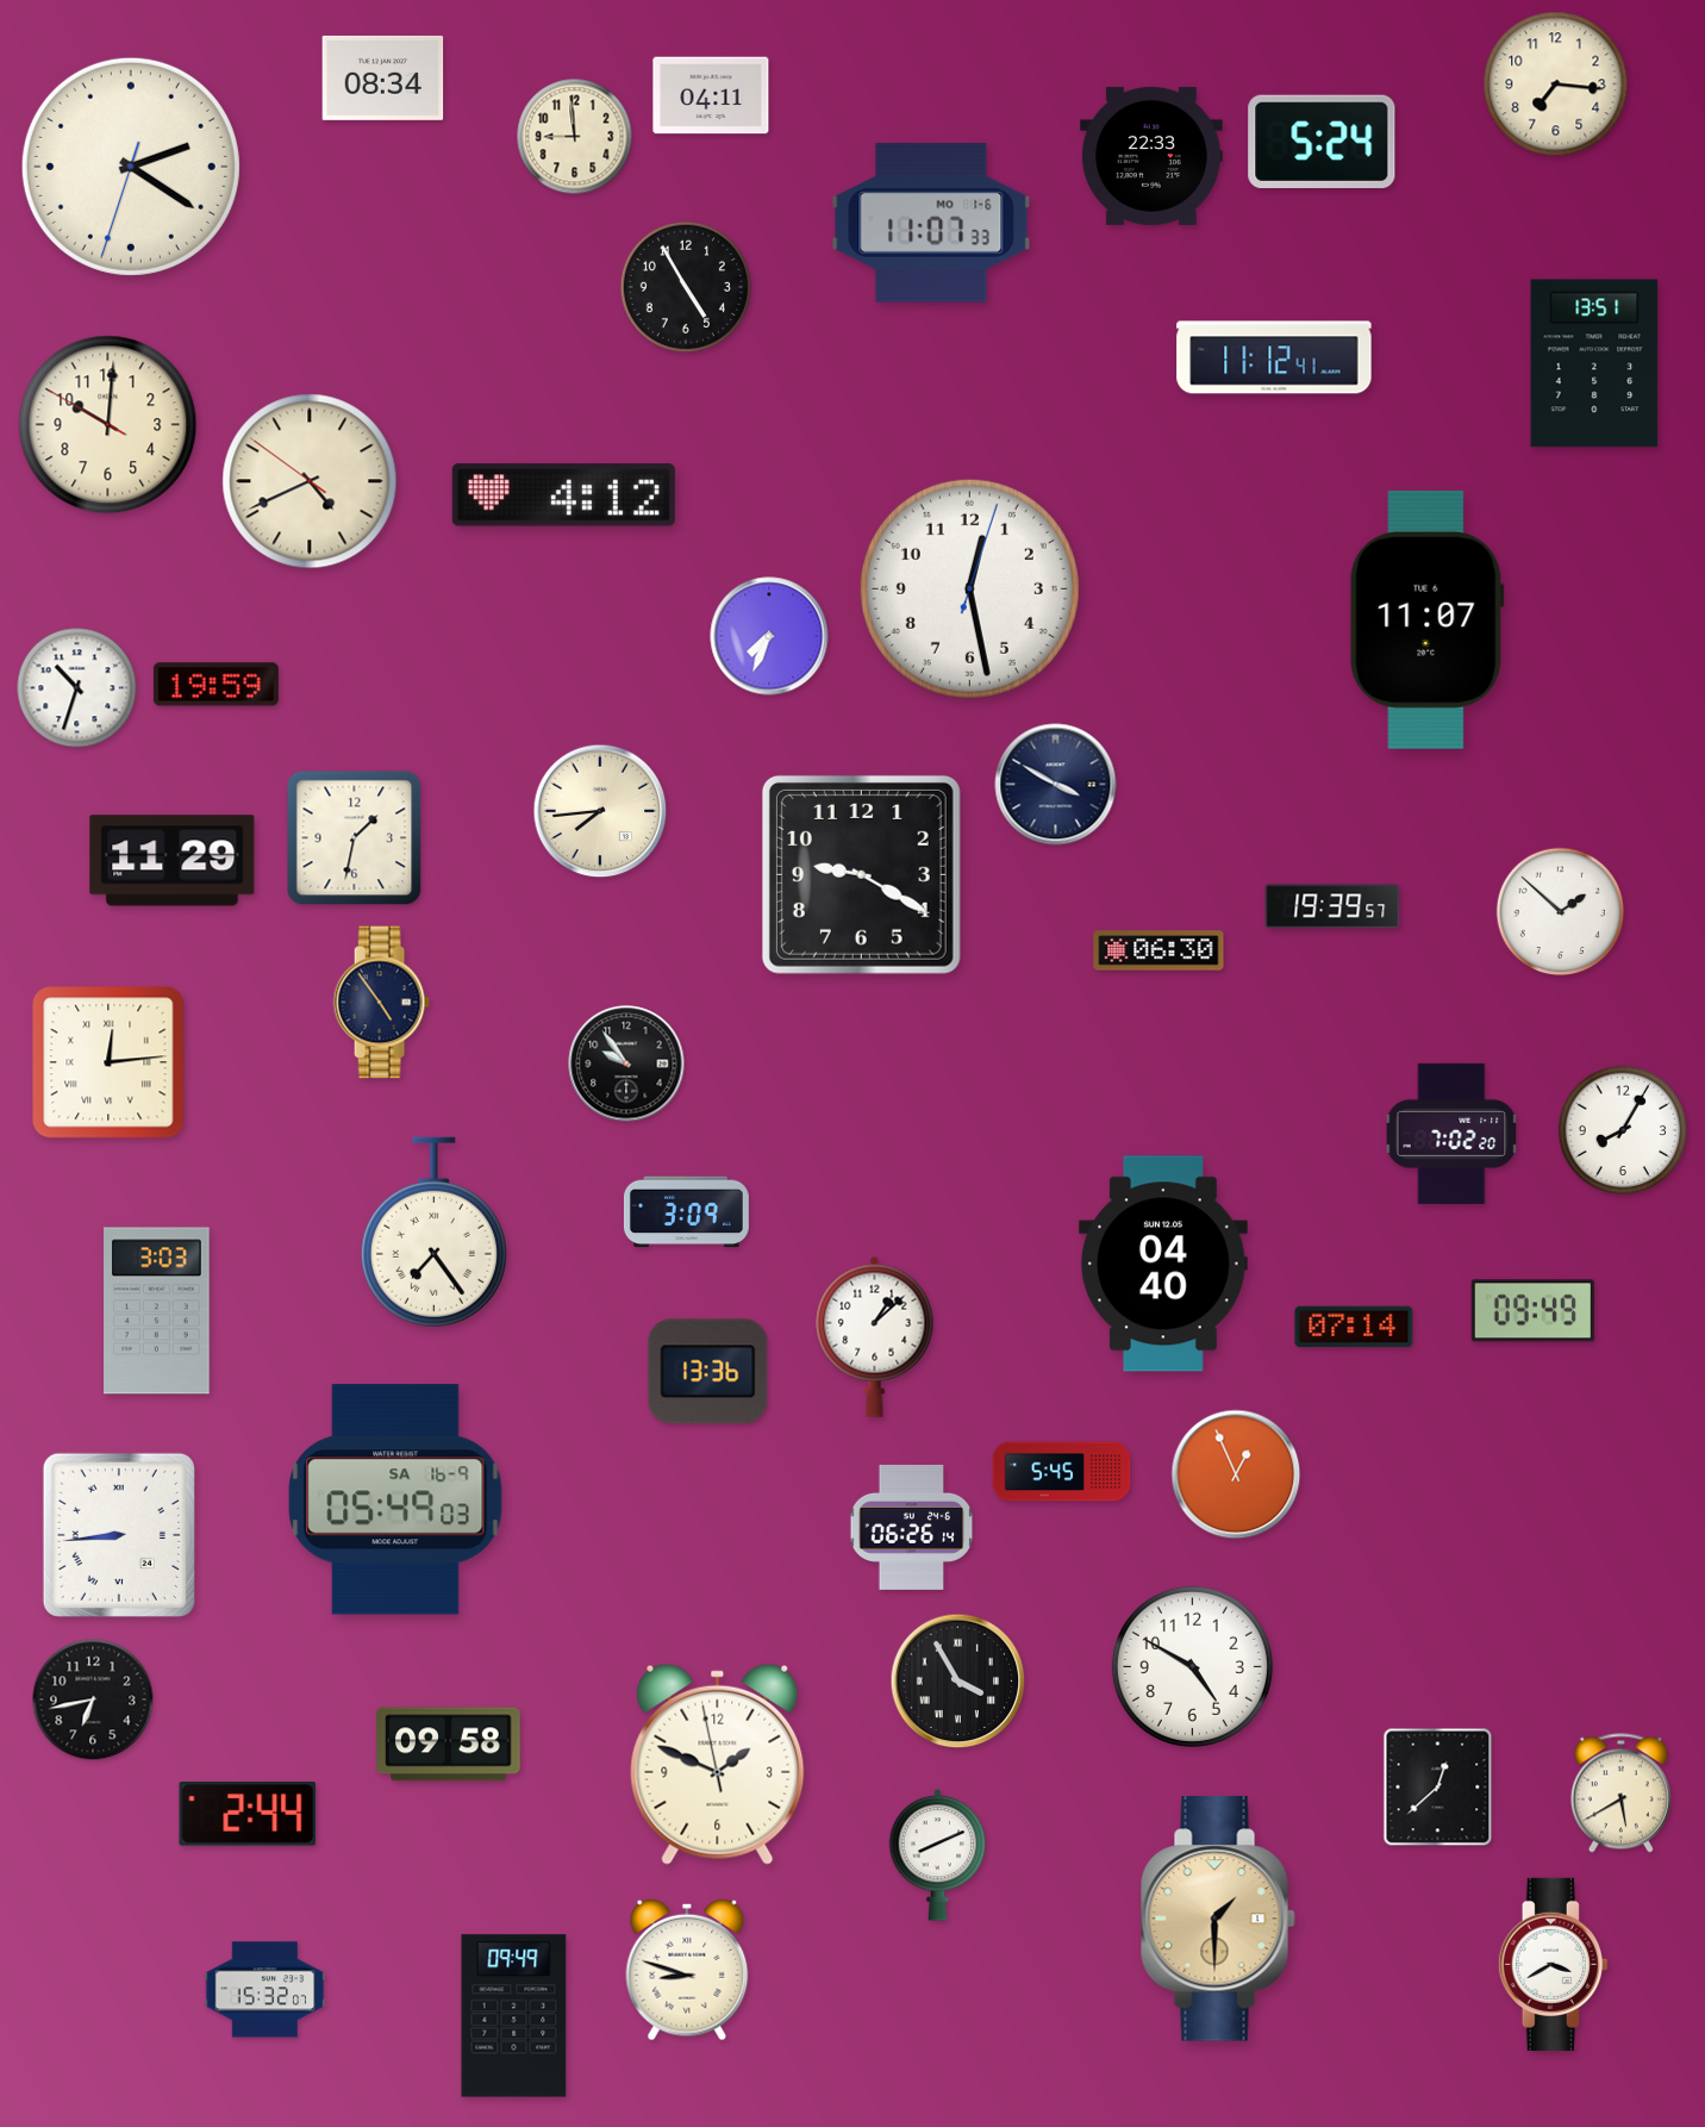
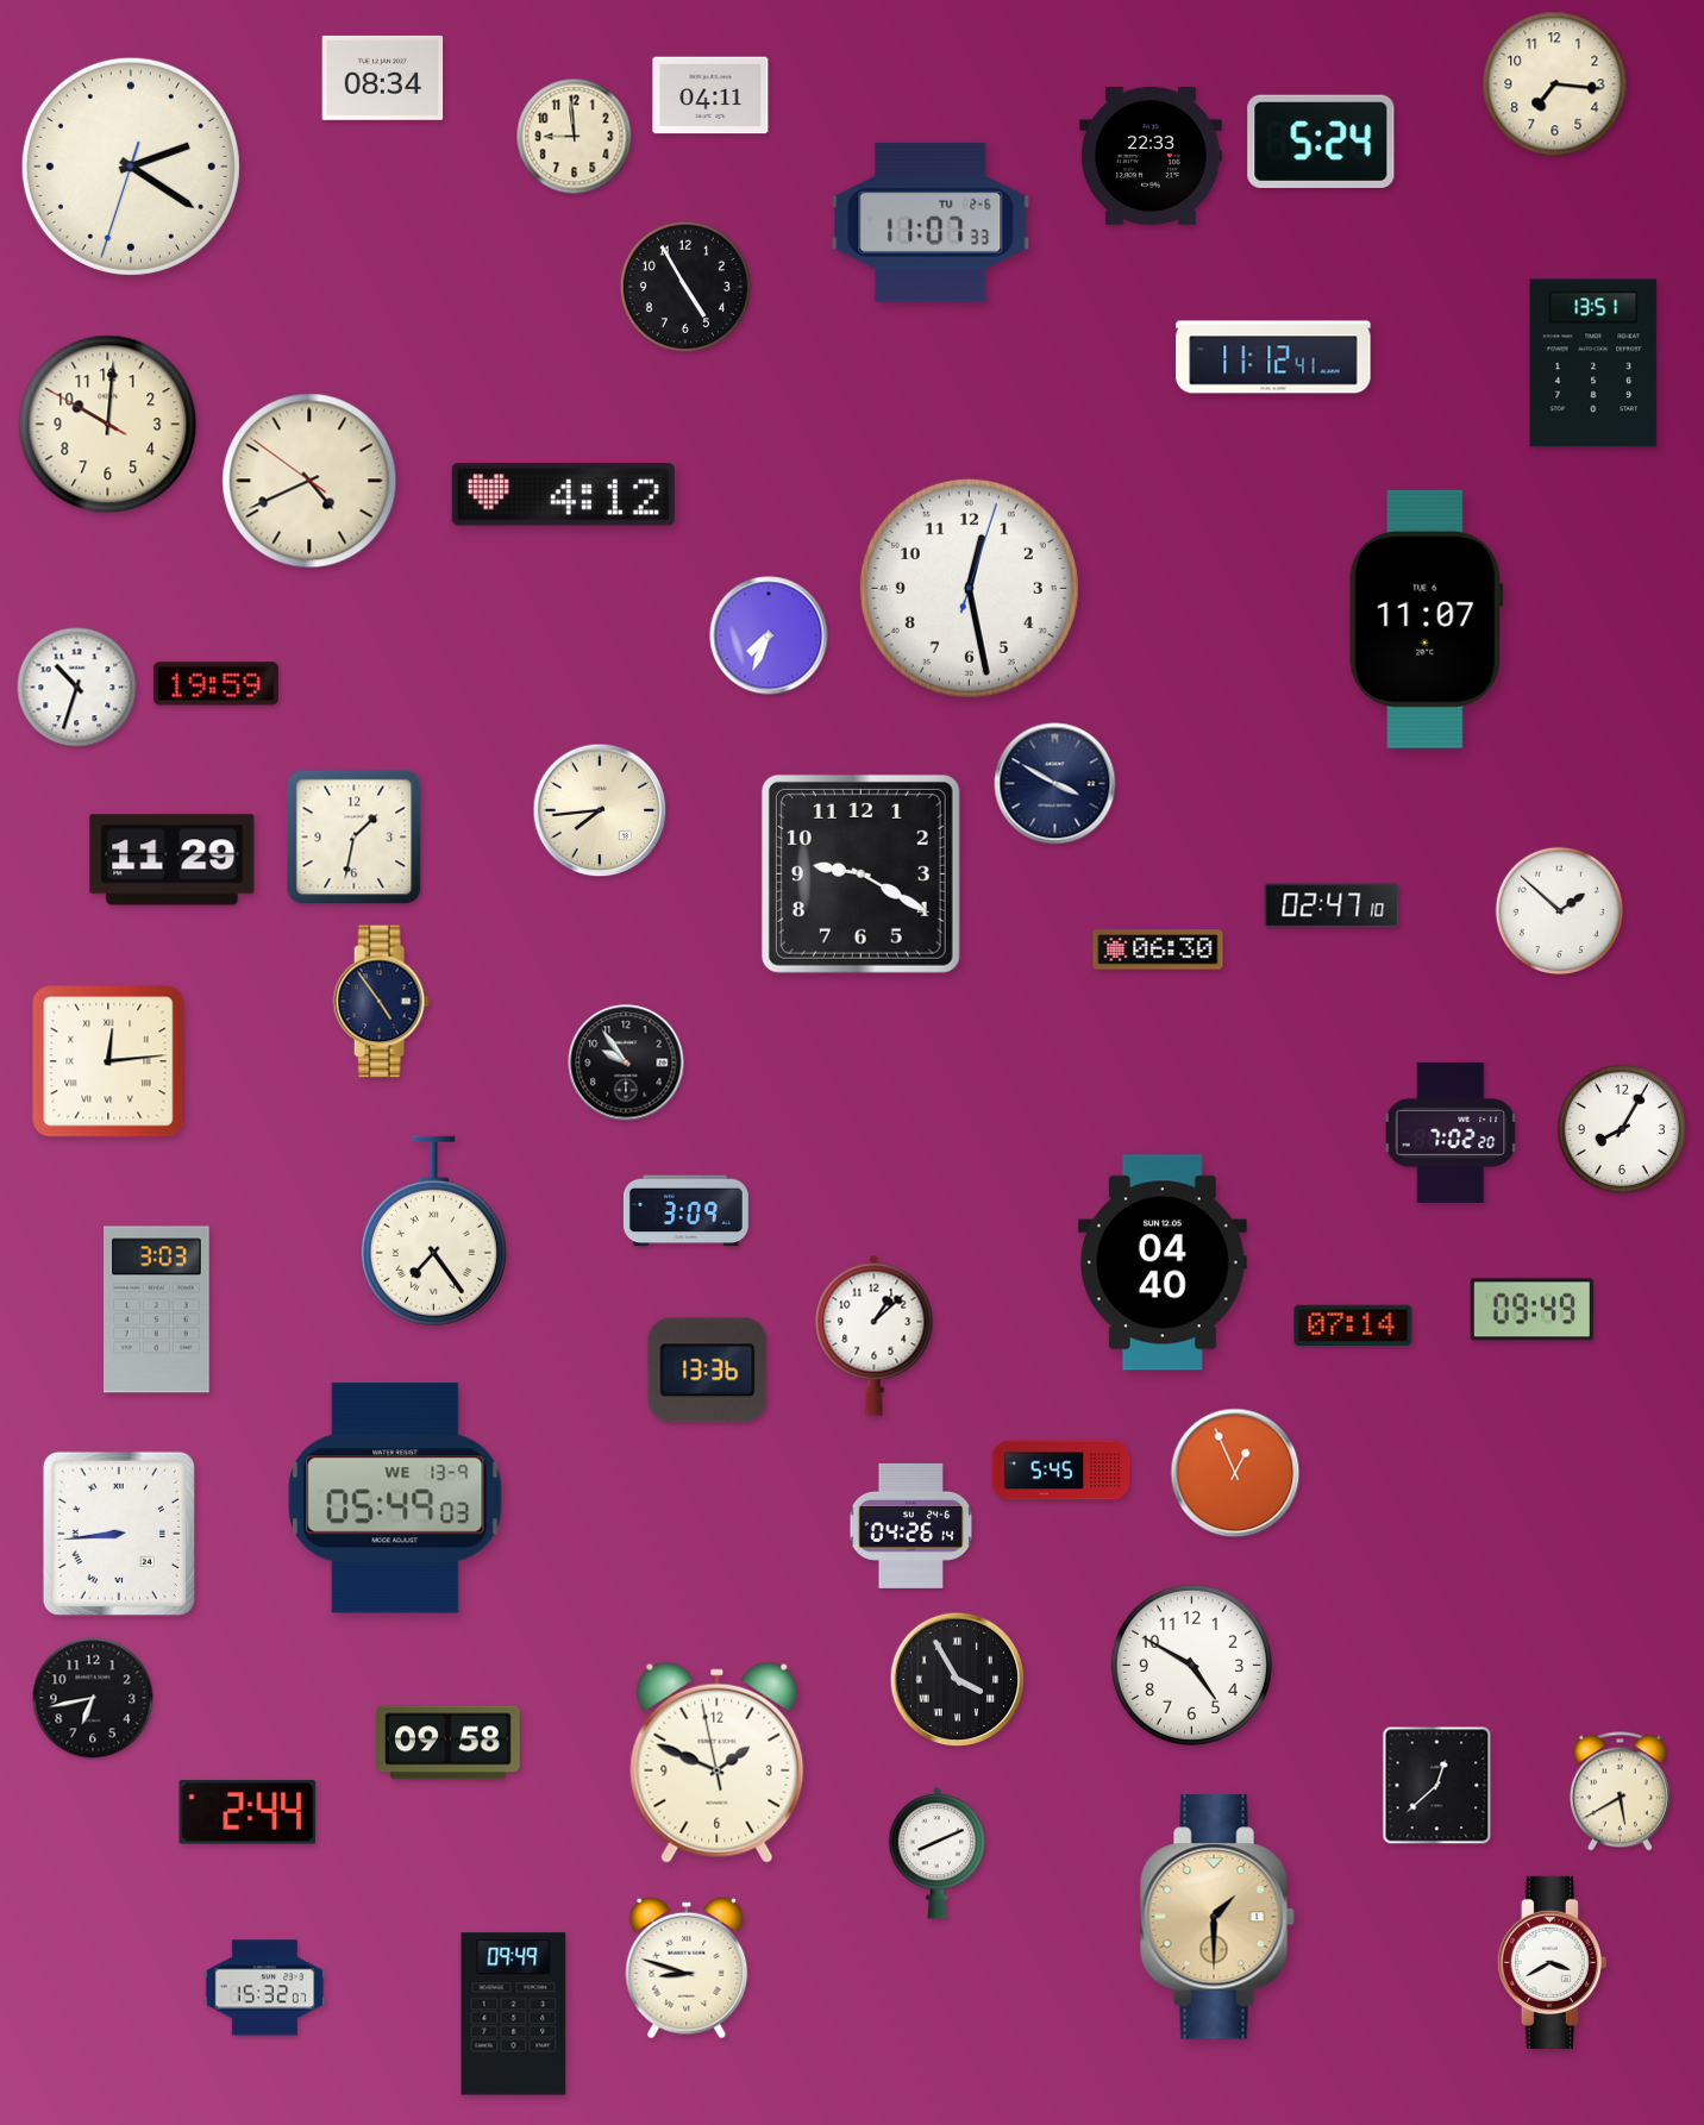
clock at (931, 223) date: MO 1-6 -> TU 2-6
clock at (1332, 906): 19:39 -> 02:47
clock at (395, 1499) date: SA 16-9 -> WE 13-9
clock at (912, 1527): 06:26 -> 04:26
